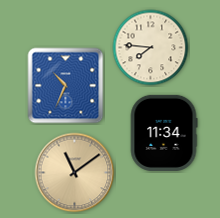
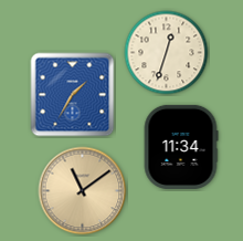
clock at (151, 48): 7:46 -> 12:33
clock at (66, 86): 10:34 -> 1:35
